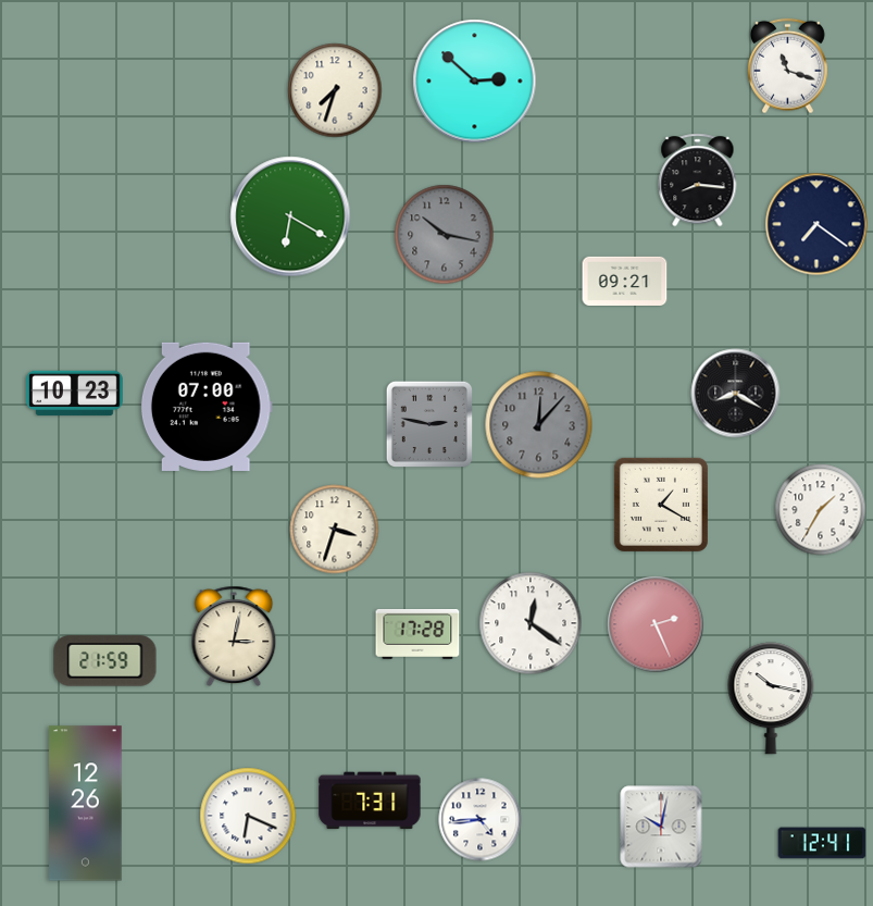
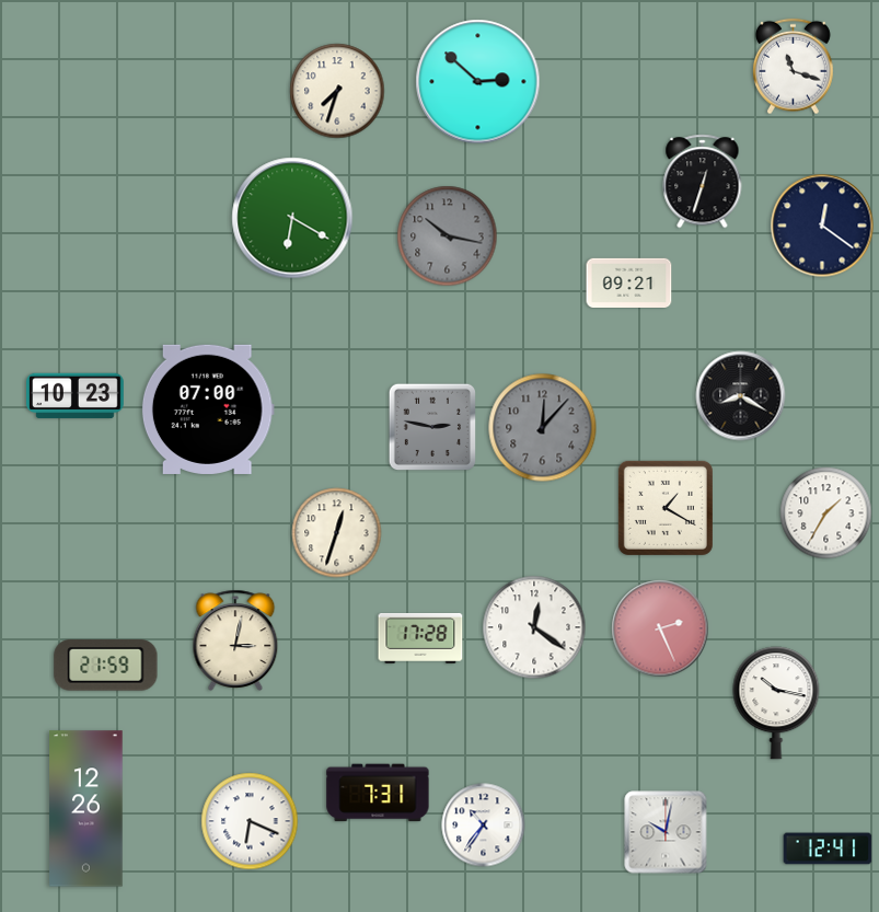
clock at (698, 181): 8:16 -> 12:33
clock at (816, 224): 7:21 -> 12:21
clock at (335, 530): 3:33 -> 12:33
clock at (370, 800) position: (370, 800) -> (378, 793)
clock at (481, 820): 4:44 -> 10:36
